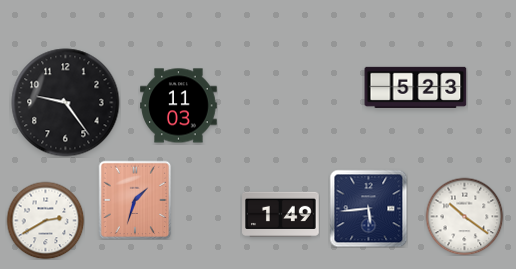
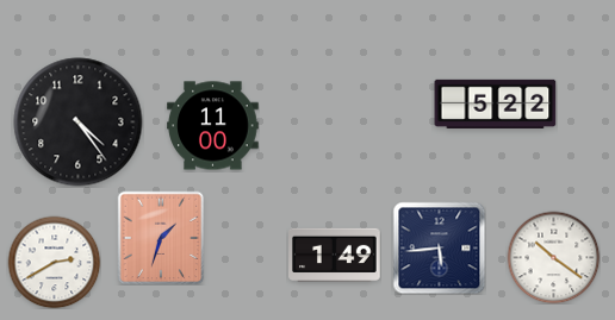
clock at (416, 87): 5:23 -> 5:22
clock at (66, 103): 9:24 -> 4:24
clock at (179, 106): 11:03 -> 11:00
